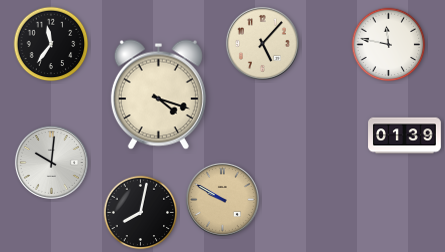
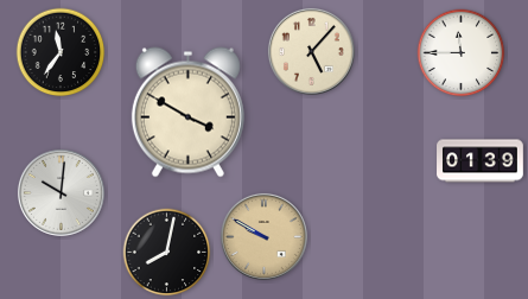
clock at (389, 45): 11:47 -> 11:45
clock at (158, 95): 4:18 -> 3:50
